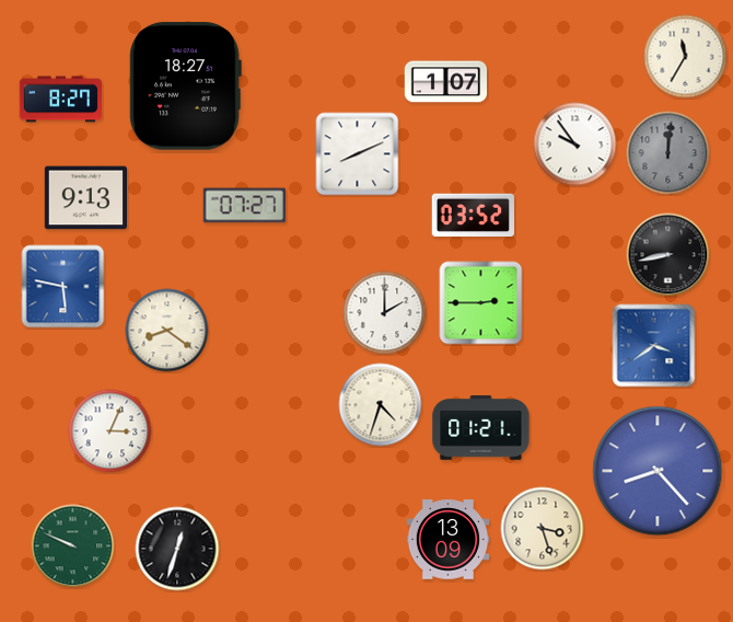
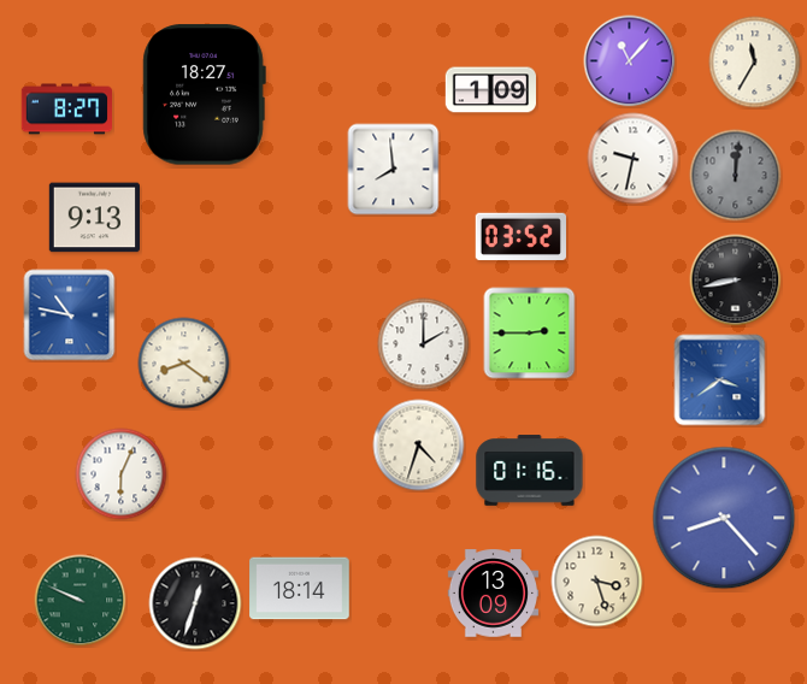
clock at (630, 61): none -> 11:07
clock at (445, 82): 1:07 -> 1:09
clock at (575, 145): 9:54 -> 9:32
clock at (668, 153) position: (668, 153) -> (736, 176)
clock at (358, 154): 8:11 -> 7:59
clock at (244, 206): 07:27 -> none
clock at (63, 287): 5:47 -> 10:47
clock at (481, 428): 01:21 -> 01:16
clock at (110, 431): 3:04 -> 6:04
clock at (300, 589): none -> 18:14
